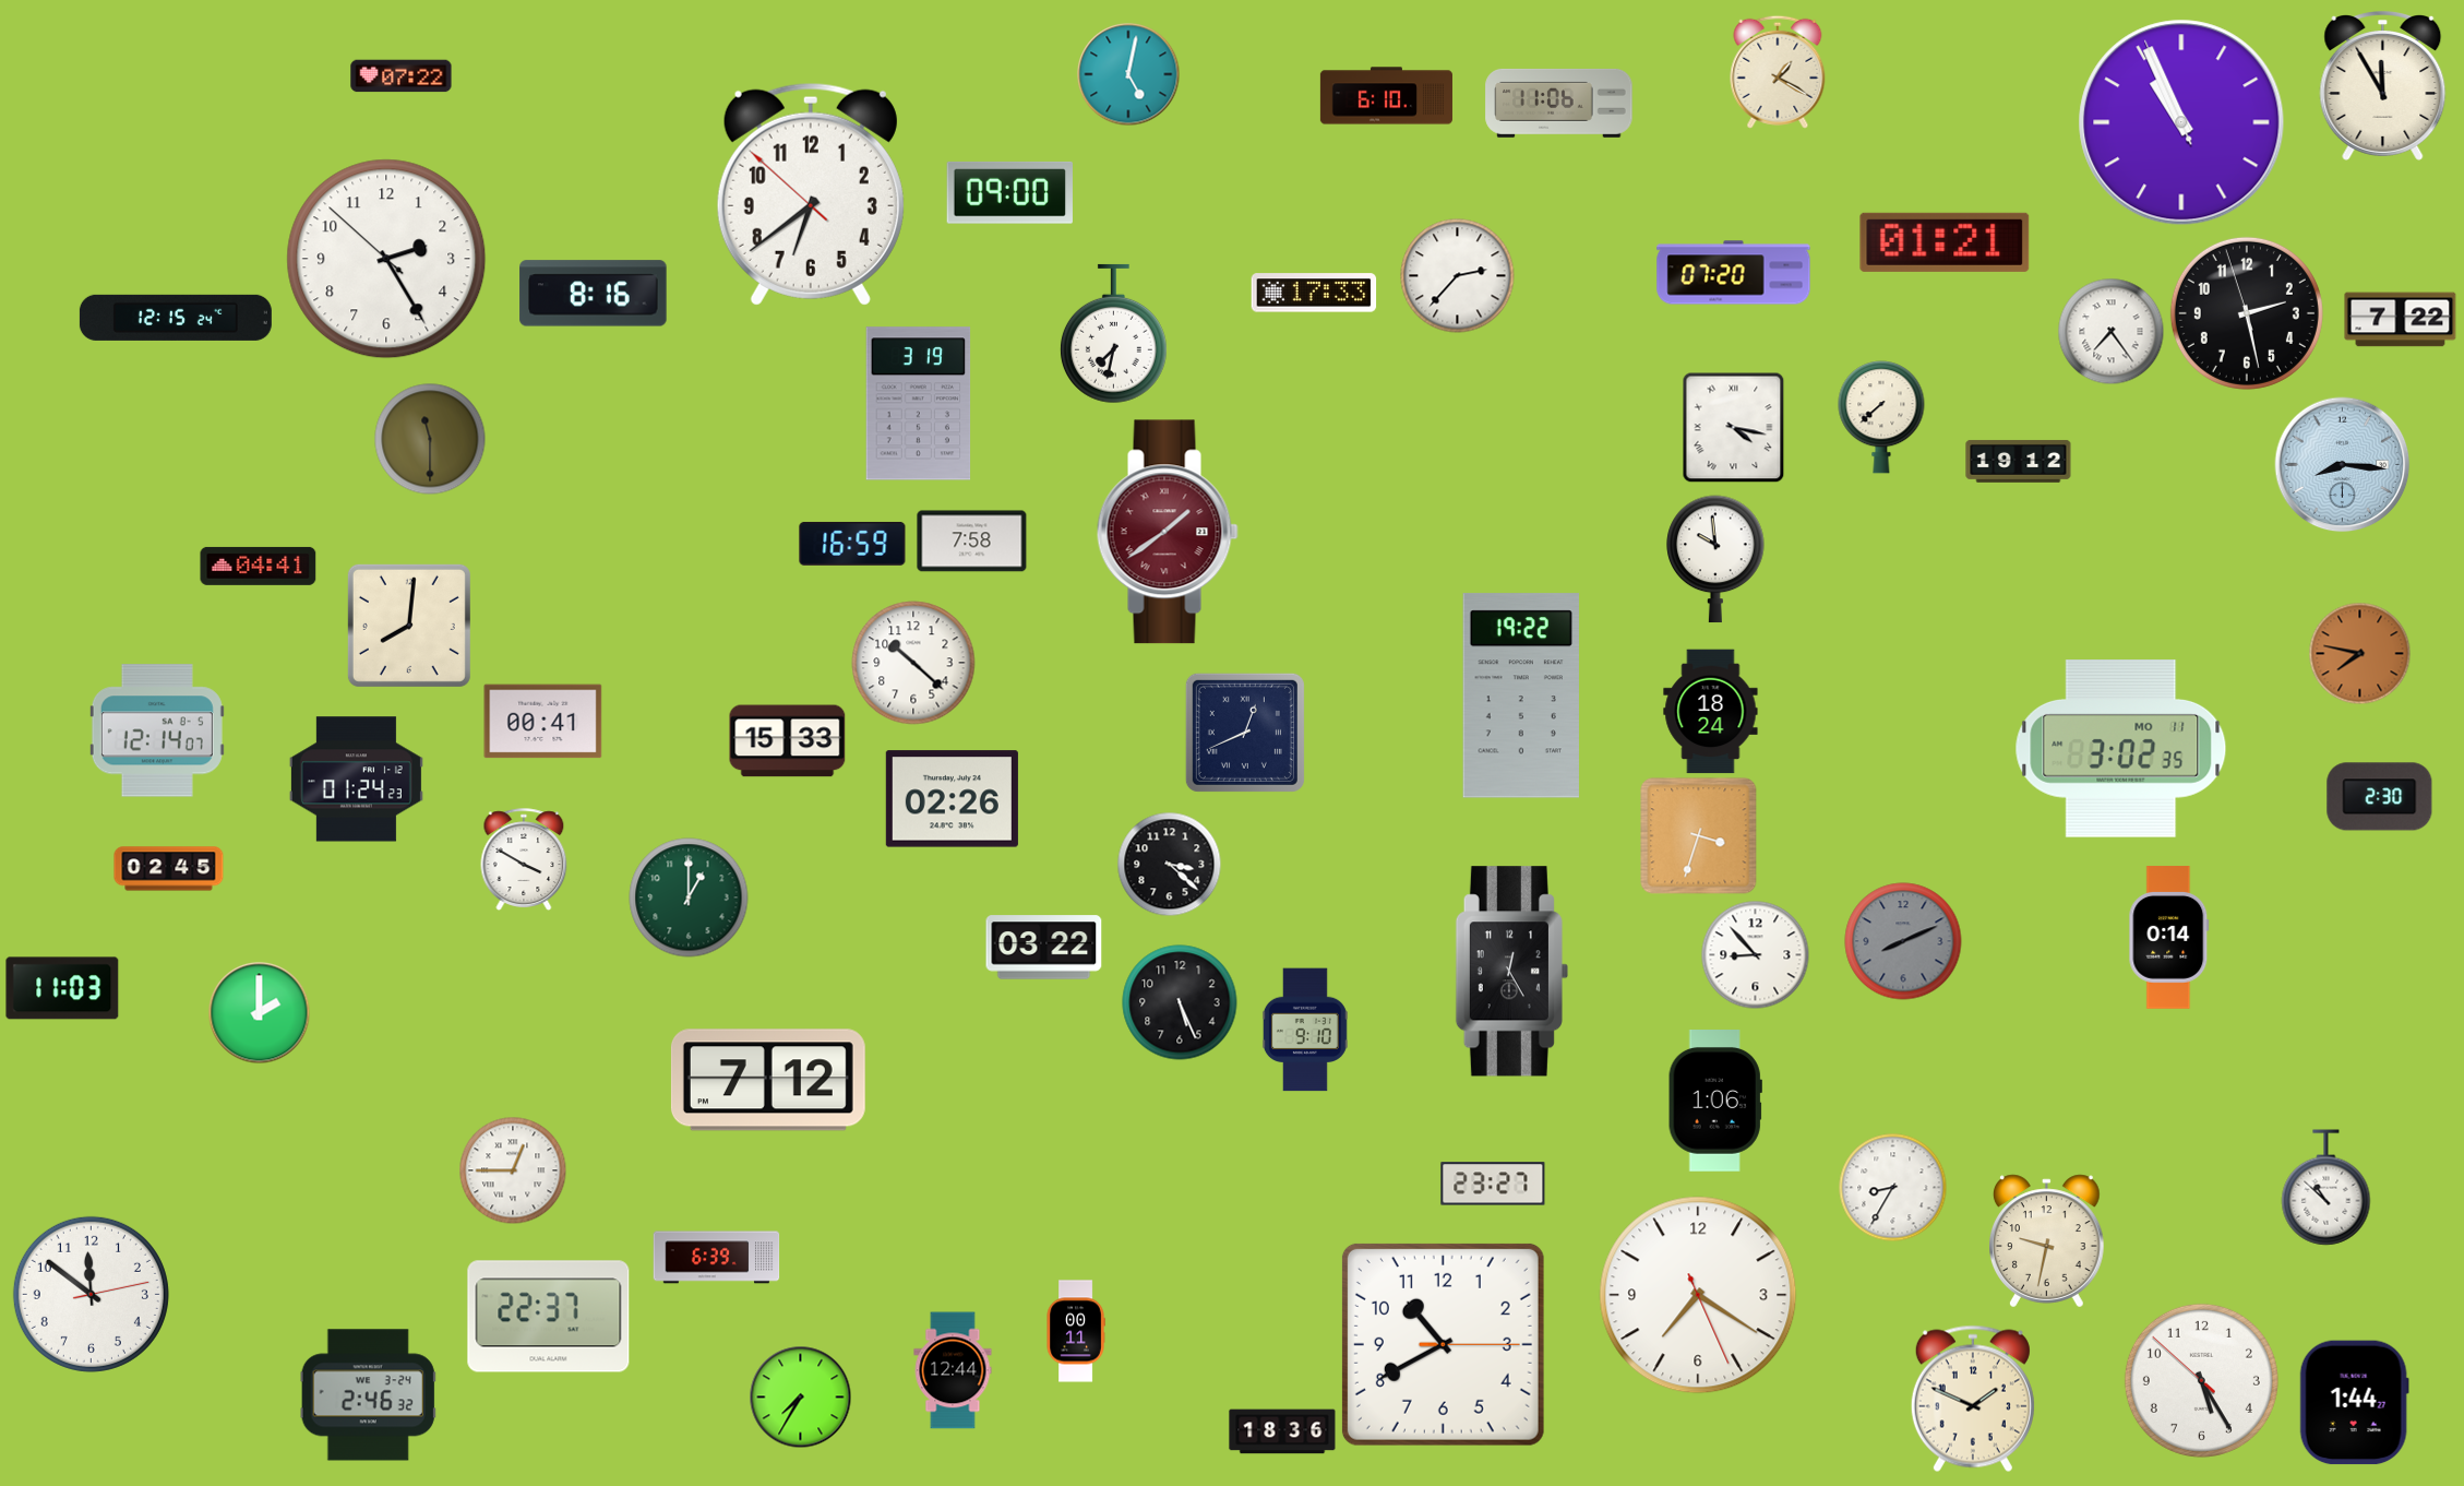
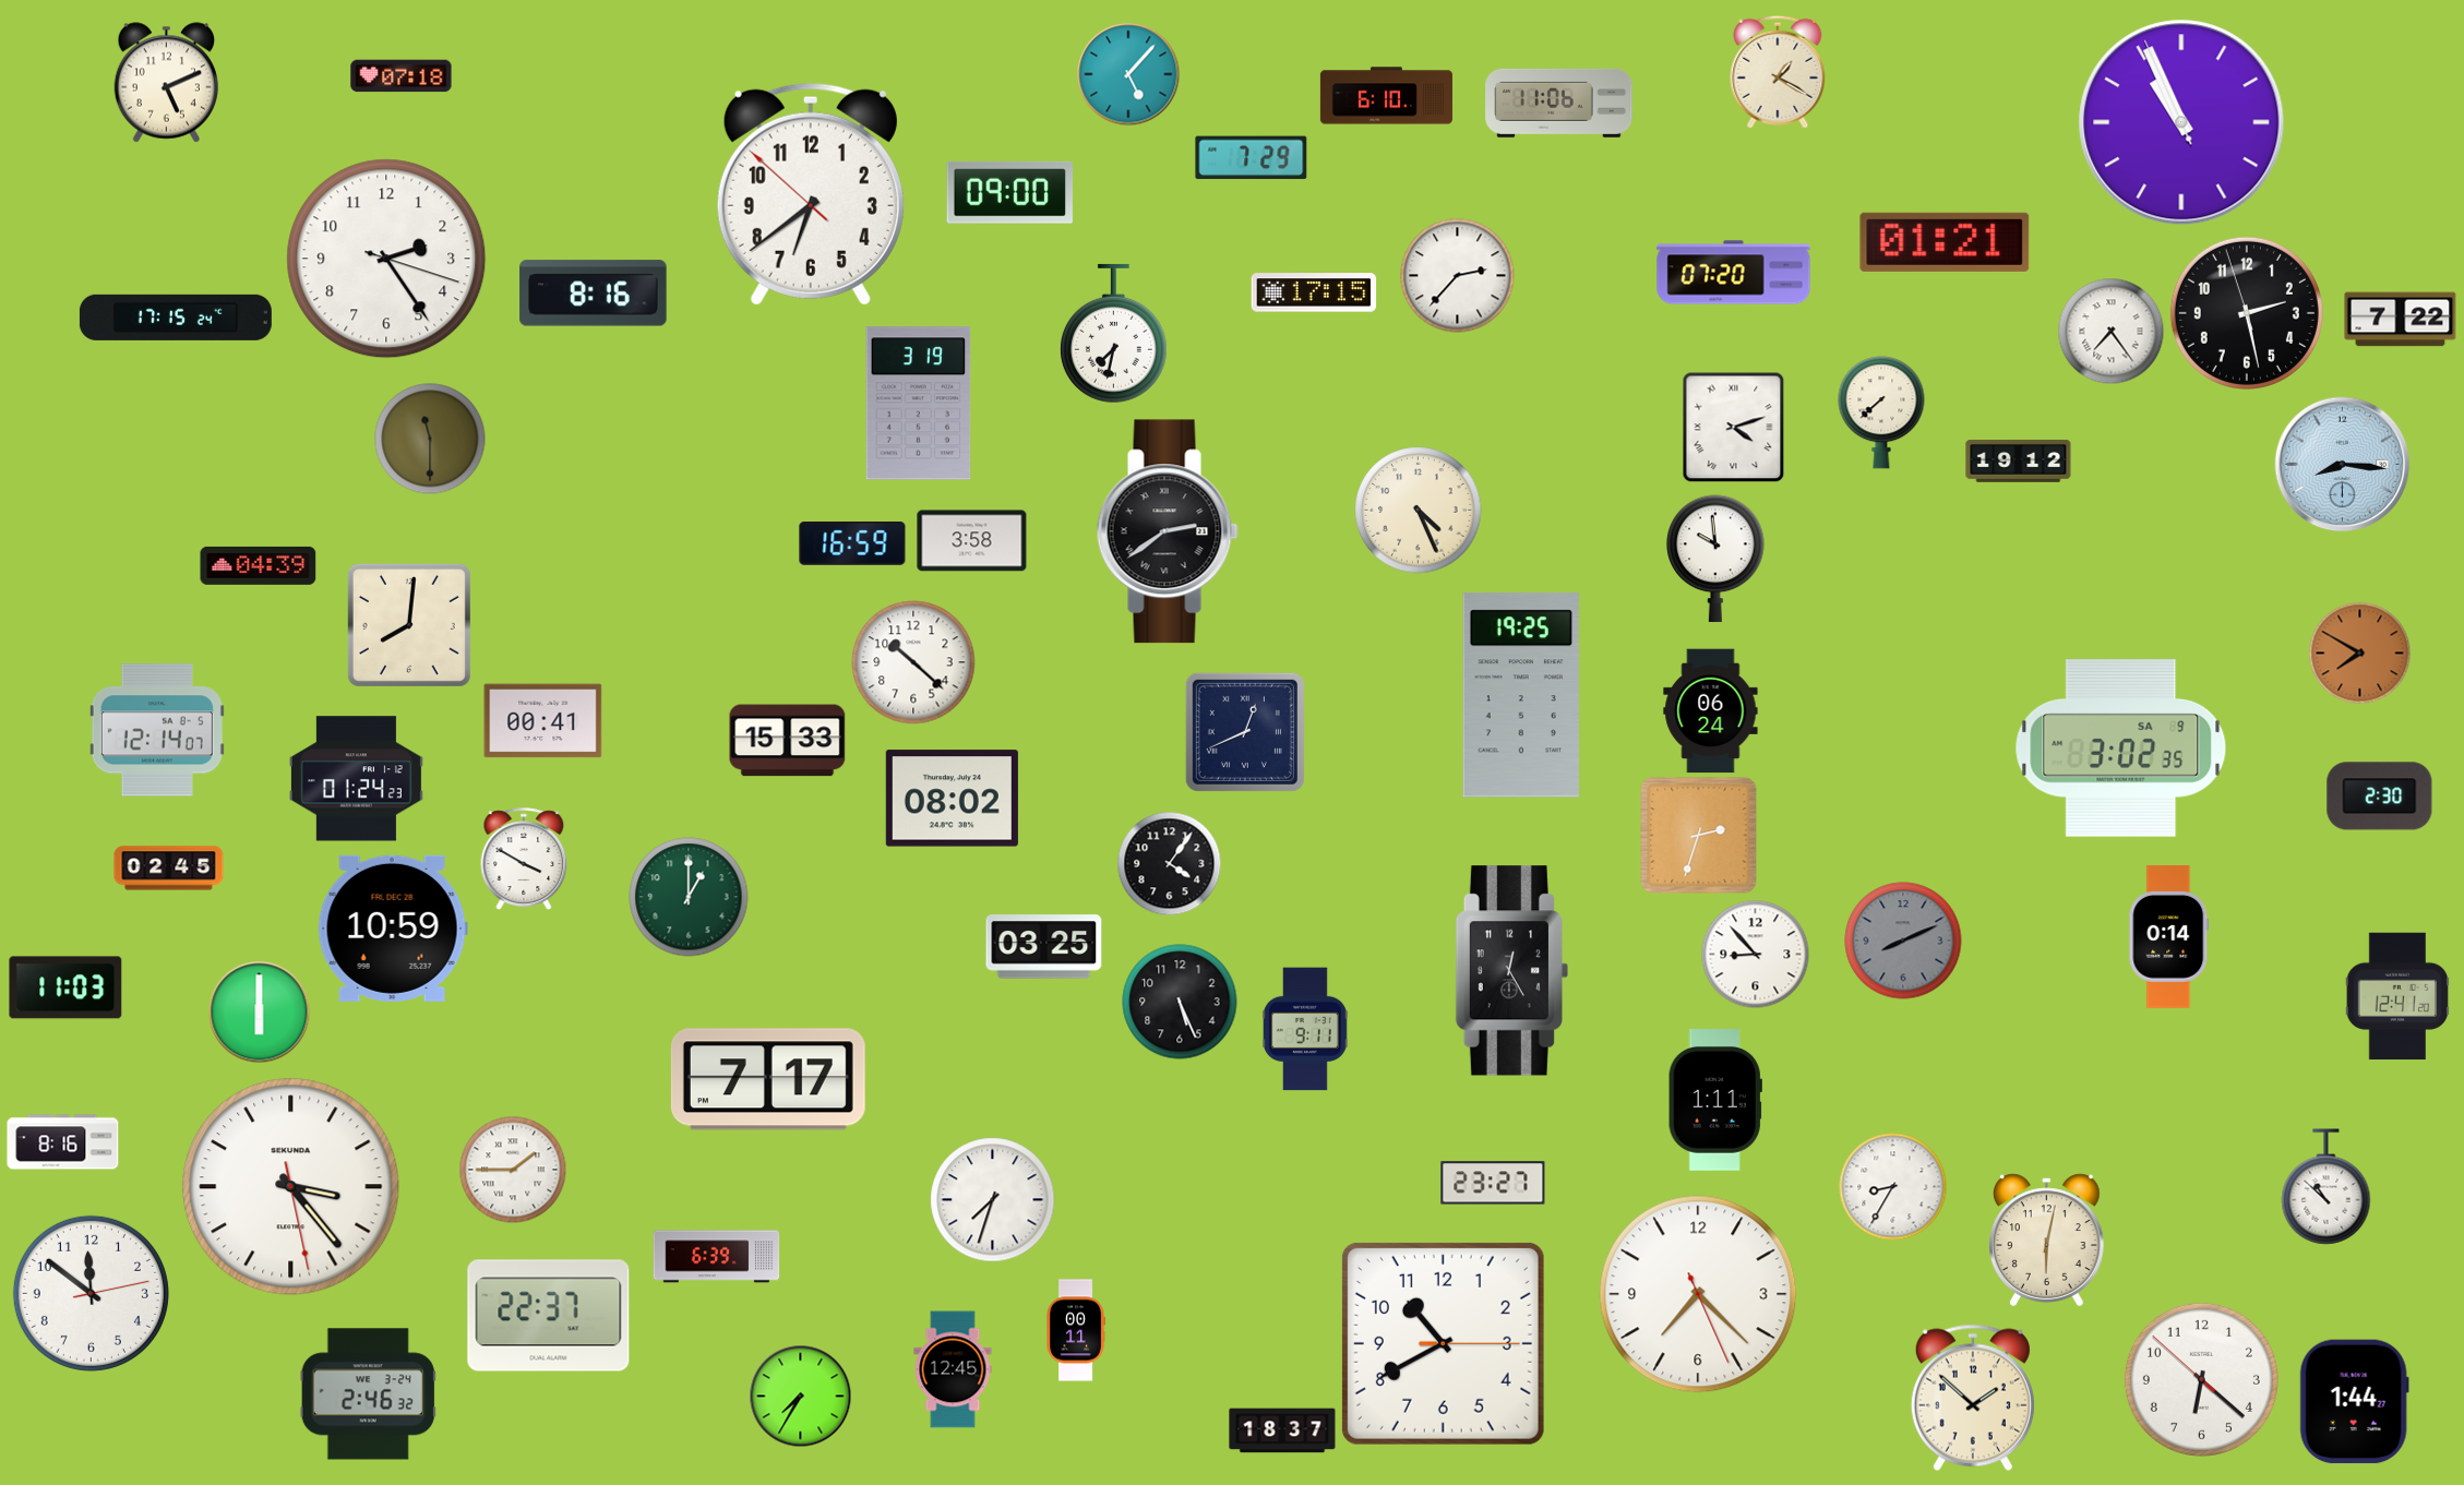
clock at (1128, 74): 5:02 -> 5:07
clock at (402, 76): 07:22 -> 07:18
clock at (167, 83): none -> 5:11
clock at (2383, 86): 11:55 -> none
clock at (1252, 158): none -> 7:29
clock at (386, 259): 2:24:52 -> 2:24:18
clock at (1314, 293): 17:33 -> 17:15
clock at (176, 318): 12:15 -> 17:15
clock at (1881, 417) position: (1881, 417) -> (1881, 412)
clock at (1734, 427): 4:17 -> 4:12
clock at (1419, 511): none -> 4:26
clock at (1168, 532): 1:39 -> 2:39
clock at (1168, 532) dial: burgundy -> black
clock at (972, 542): 7:58 -> 3:58
clock at (259, 566): 04:41 -> 04:39
clock at (2359, 653): 7:47 -> 7:50
clock at (1521, 696): 19:22 -> 19:25
clock at (1711, 712): 18:24 -> 06:24
clock at (2121, 749) date: MO 11 -> SA 9
clock at (952, 799): 02:26 -> 08:02
clock at (1699, 836): 3:33 -> 2:33
clock at (1169, 864): 3:22 -> 4:06
clock at (393, 929): none -> 10:59
clock at (1044, 948): 03:22 -> 03:25
clock at (62, 988) position: (62, 988) -> (65, 987)
clock at (2397, 996): none -> 12:41
clock at (259, 1012): 2:00 -> 6:00
clock at (1305, 1030): 9:10 -> 9:11
clock at (768, 1080): 7:12 -> 7:17
clock at (1715, 1102): 1:06 -> 1:11
clock at (63, 1142): none -> 8:16
clock at (513, 1170): 12:45 -> 1:45
clock at (291, 1187): none -> 3:23
clock at (993, 1200): none -> 7:33
clock at (2047, 1241): 9:32 -> 6:02
clock at (1698, 1295): 7:20 -> 7:22
clock at (953, 1370): 12:44 -> 12:45
clock at (2201, 1380): 5:24 -> 6:21
clock at (1973, 1399): 1:49 -> 1:52
clock at (1282, 1431): 18:36 -> 18:37
